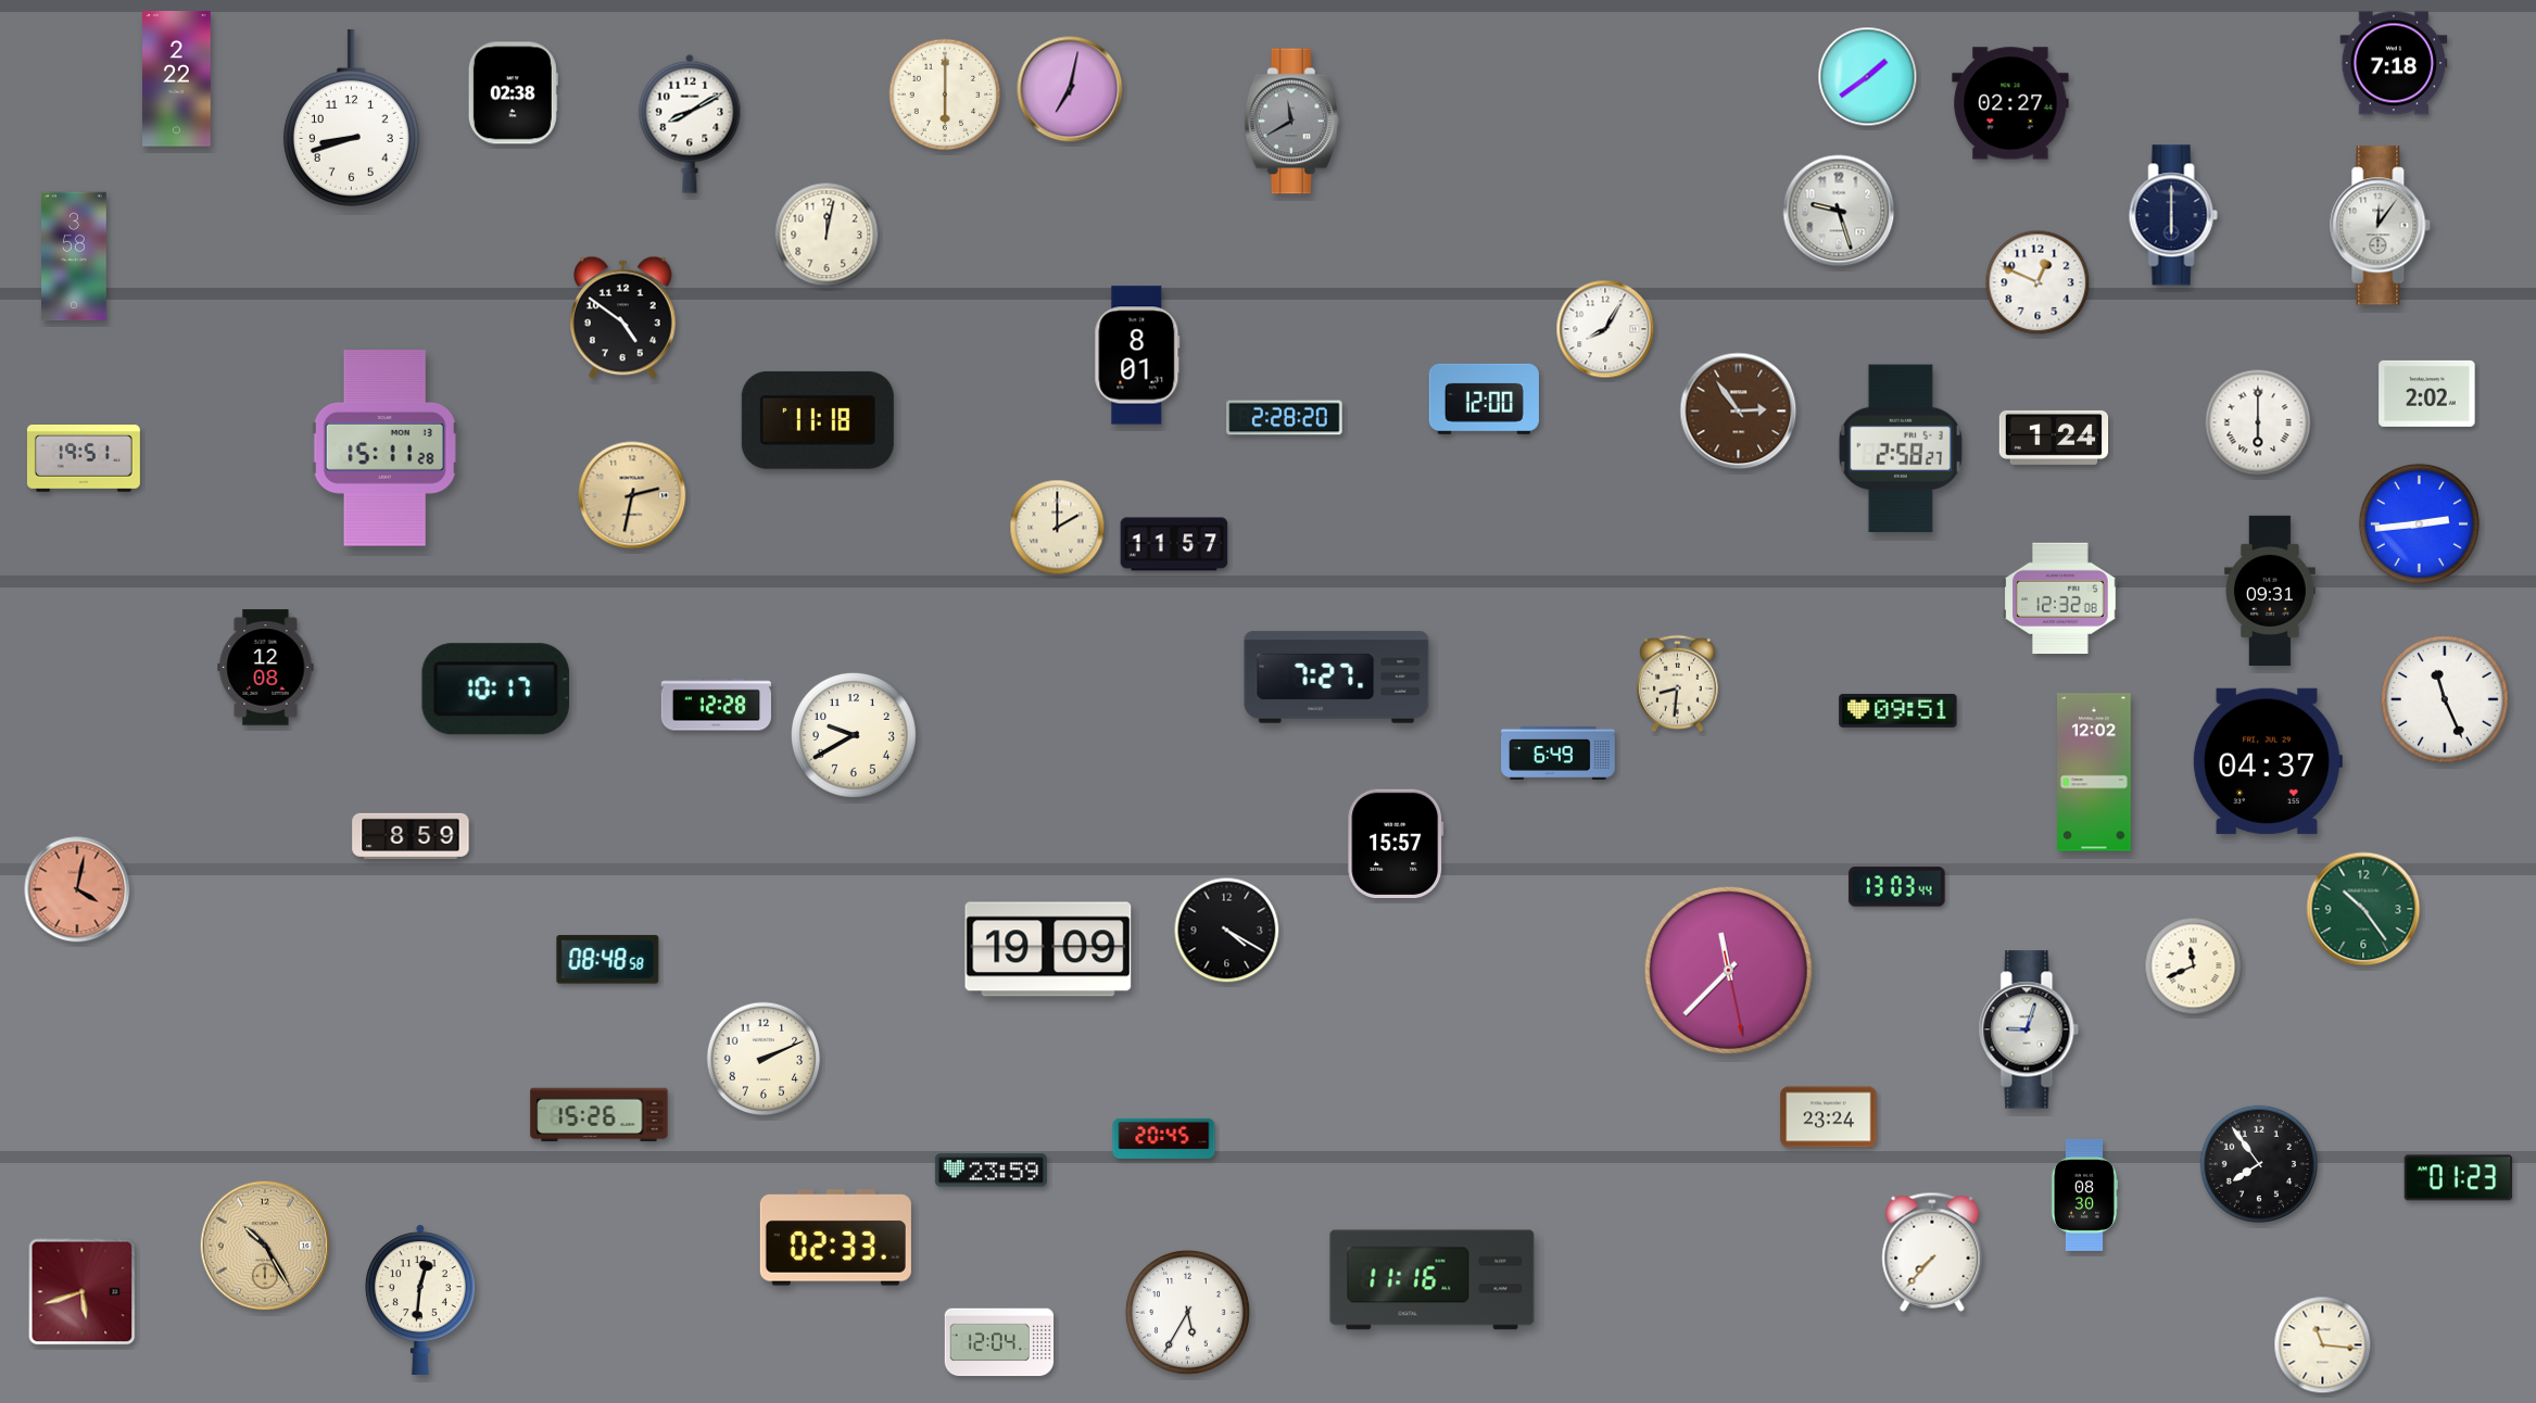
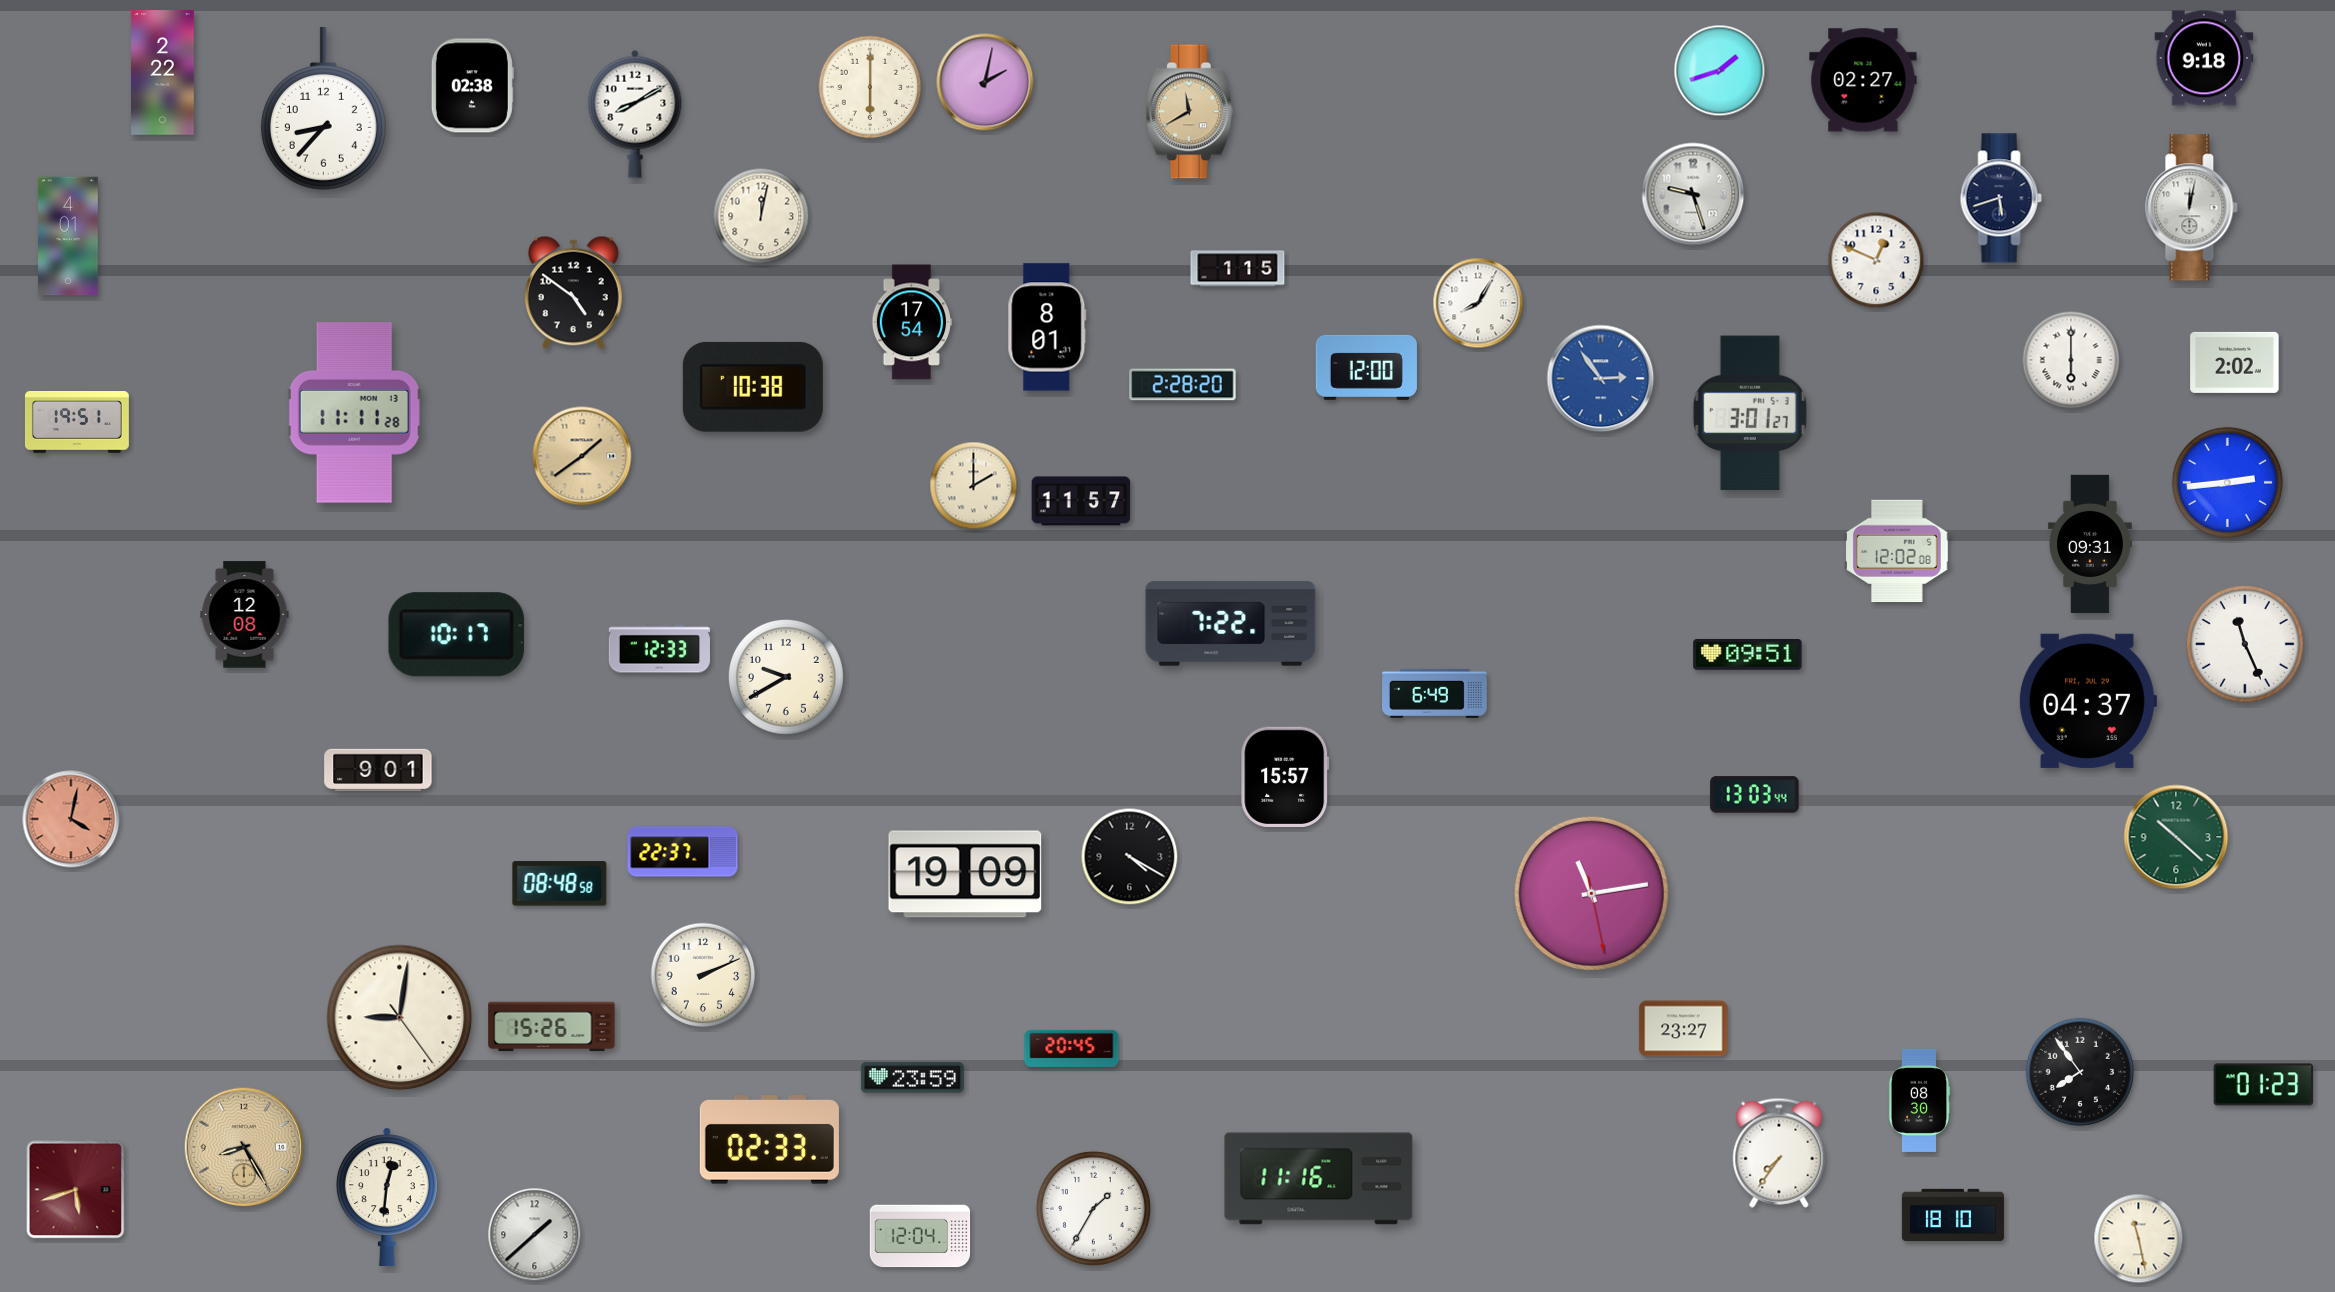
clock at (2394, 63): 7:18 -> 9:18
clock at (1868, 77): 1:39 -> 1:42
clock at (1070, 89): 7:02 -> 2:02
clock at (2010, 103) position: (2010, 103) -> (1863, 80)
clock at (351, 118): 8:42 -> 8:37
clock at (1291, 122) dial: grey -> champagne
clock at (2173, 215): 6:00 -> 5:42
clock at (2381, 226): 12:06 -> 12:02
clock at (74, 256): 3:58 -> 4:01
clock at (1238, 269): none -> 1:15
clock at (912, 322): none -> 17:54
clock at (1739, 412) dial: brown -> blue
clock at (818, 420): 11:18 -> 10:38
clock at (2258, 422) position: (2258, 422) -> (2071, 360)
clock at (2054, 438): 1:24 -> none
clock at (384, 448): 15:11 -> 11:11
clock at (1901, 448): 2:58 -> 3:01
clock at (632, 495): 2:32 -> 1:39
clock at (2060, 597): 12:32 -> 12:02
clock at (1337, 678): 7:27 -> 7:22
clock at (1677, 684): 8:31 -> none
clock at (2446, 700) position: (2446, 700) -> (2246, 645)
clock at (716, 705): 12:28 -> 12:33
clock at (2094, 772): 12:02 -> none
clock at (411, 836): 8:59 -> 9:01
clock at (1897, 887) position: (1897, 887) -> (1755, 795)
clock at (2363, 909): 10:24 -> 10:22
clock at (683, 852): none -> 22:37
clock at (2194, 966): 11:41 -> none
clock at (1728, 970): 11:37 -> 11:13
clock at (2029, 1029): 9:03 -> none
clock at (400, 1018): none -> 9:01
clock at (1829, 1117): 23:24 -> 23:27
clock at (265, 1246): 10:25 -> 8:25
clock at (1932, 1252): 7:37 -> 7:36
clock at (1187, 1312): 5:35 -> 1:35
clock at (1953, 1214): none -> 18:10
clock at (535, 1235): none -> 1:38
clock at (2323, 1345): 11:16 -> 11:28
